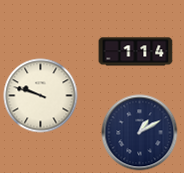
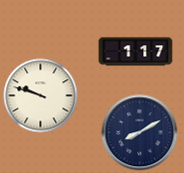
clock at (136, 52): 1:14 -> 1:17
clock at (140, 133): 1:10 -> 8:10
